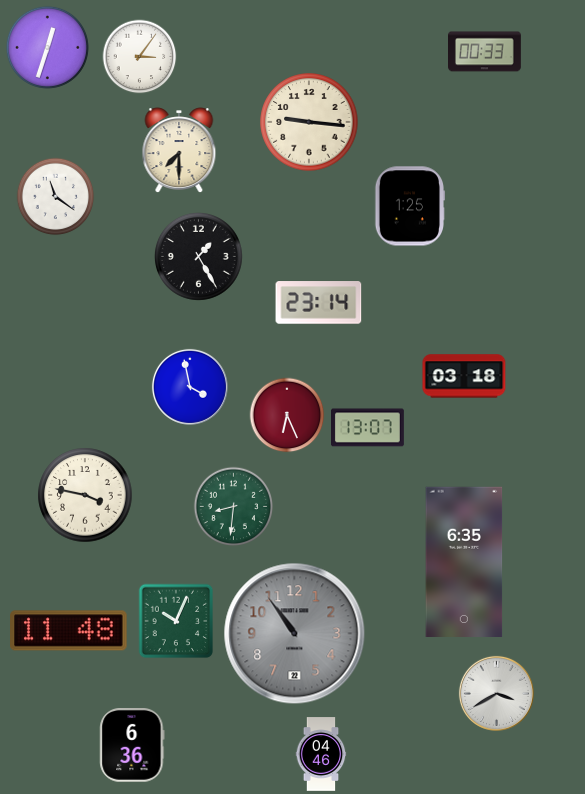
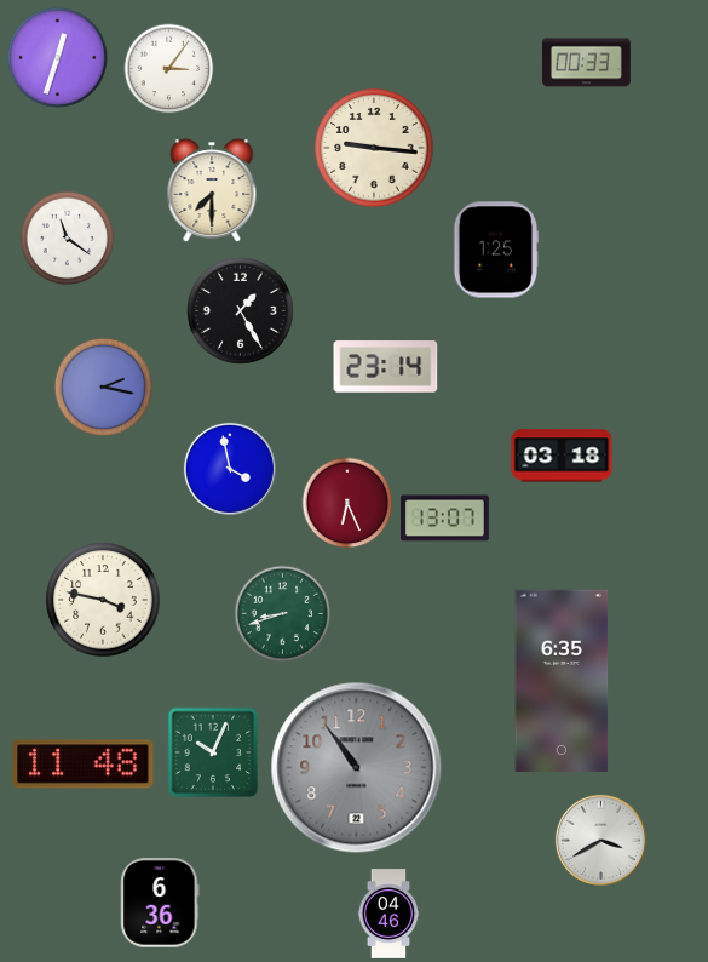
clock at (179, 150) position: (179, 150) -> (212, 190)
clock at (103, 386): none -> 2:17
clock at (234, 507): 8:31 -> 8:42
